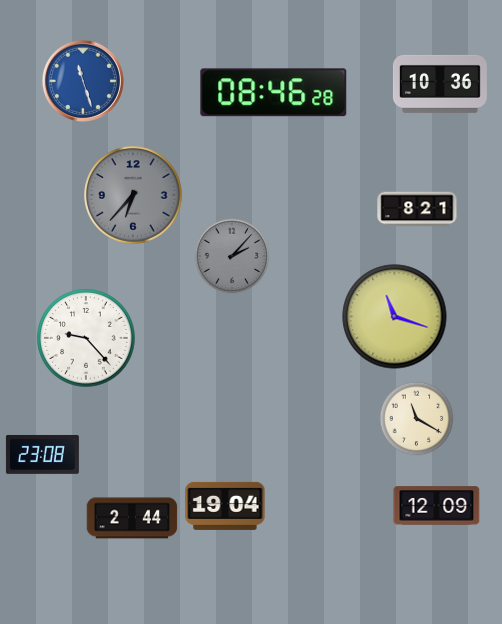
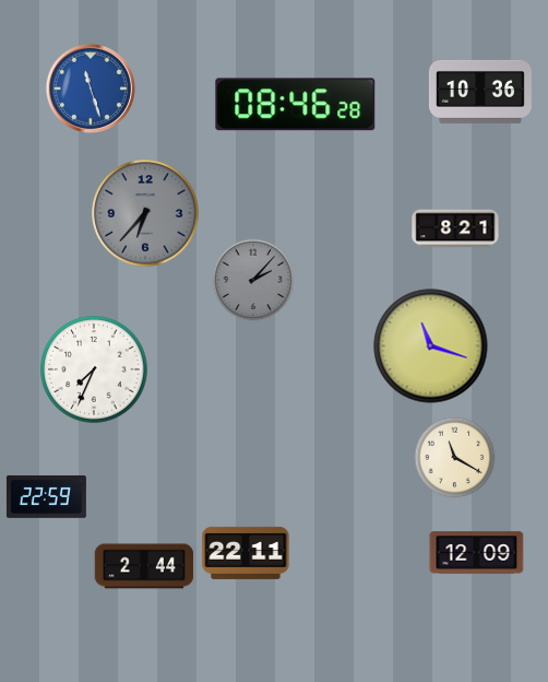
clock at (274, 93) position: (274, 93) -> (296, 105)
clock at (86, 338): 9:23 -> 7:34
clock at (42, 454): 23:08 -> 22:59
clock at (225, 506): 19:04 -> 22:11
